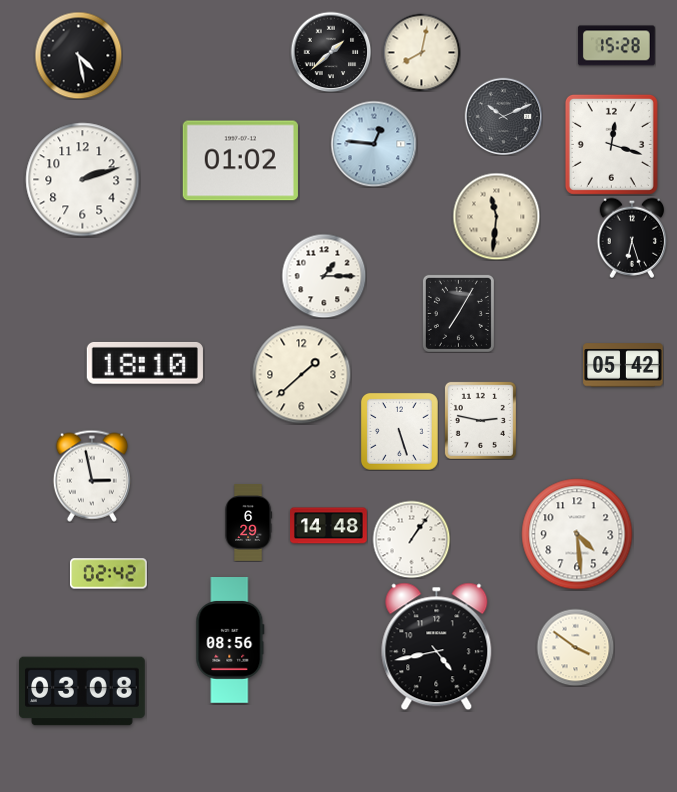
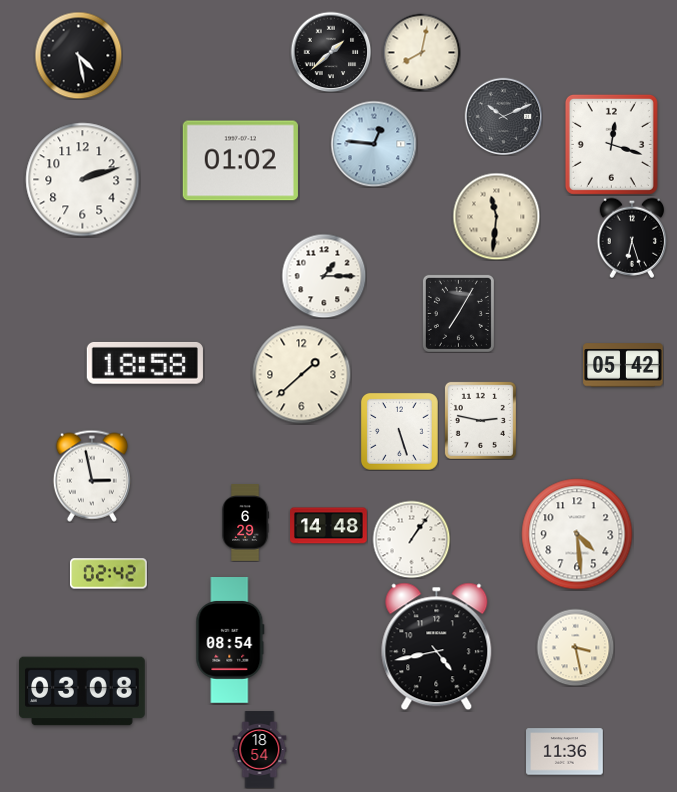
clock at (617, 46): 15:28 -> none
clock at (145, 363): 18:10 -> 18:58
clock at (249, 523) position: (249, 523) -> (246, 523)
clock at (230, 641): 08:56 -> 08:54
clock at (575, 647): 3:51 -> 3:28
clock at (260, 750): none -> 18:54
clock at (565, 752): none -> 11:36
